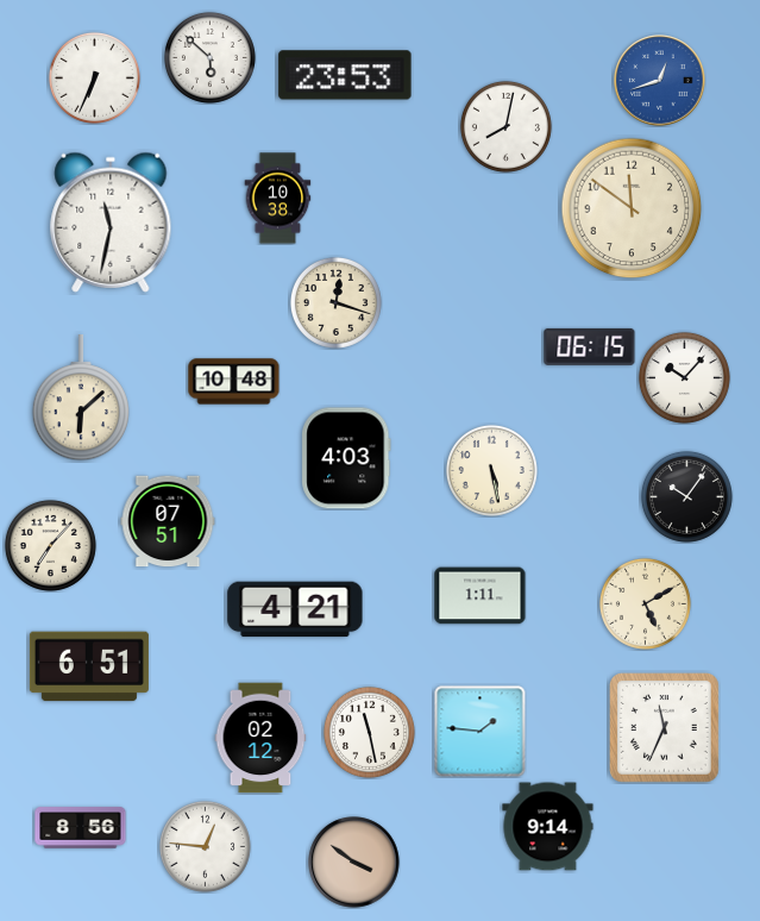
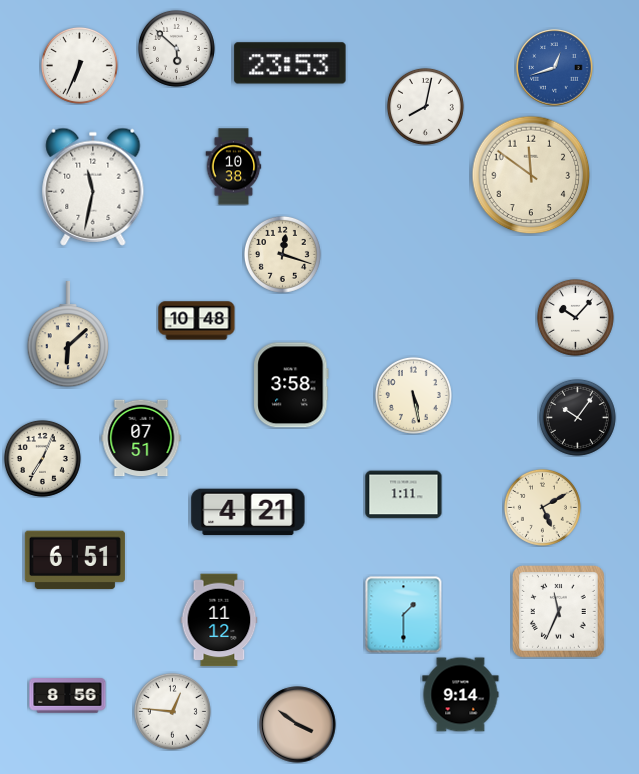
clock at (590, 346): 06:15 -> none
clock at (346, 458): 4:03 -> 3:58
clock at (50, 545): 7:07 -> 7:04
clock at (481, 596) position: (481, 596) -> (404, 495)
clock at (369, 732): 11:28 -> none
clock at (481, 732): 1:46 -> 1:30
clock at (260, 738): 02:12 -> 11:12
